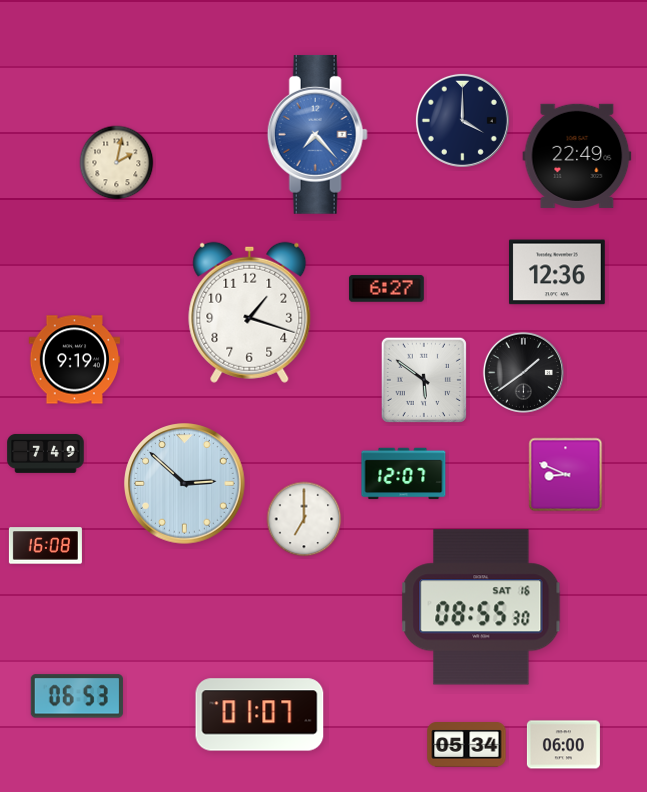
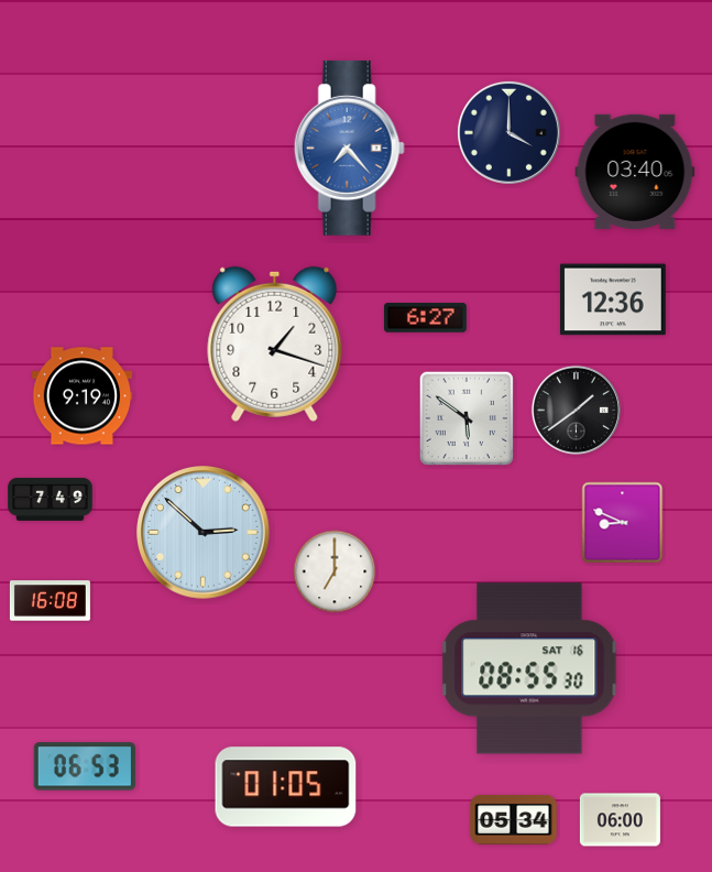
clock at (577, 156): 22:49 -> 03:40
clock at (117, 163): 2:02 -> none
clock at (404, 474): 12:07 -> none
clock at (260, 715): 01:07 -> 01:05
